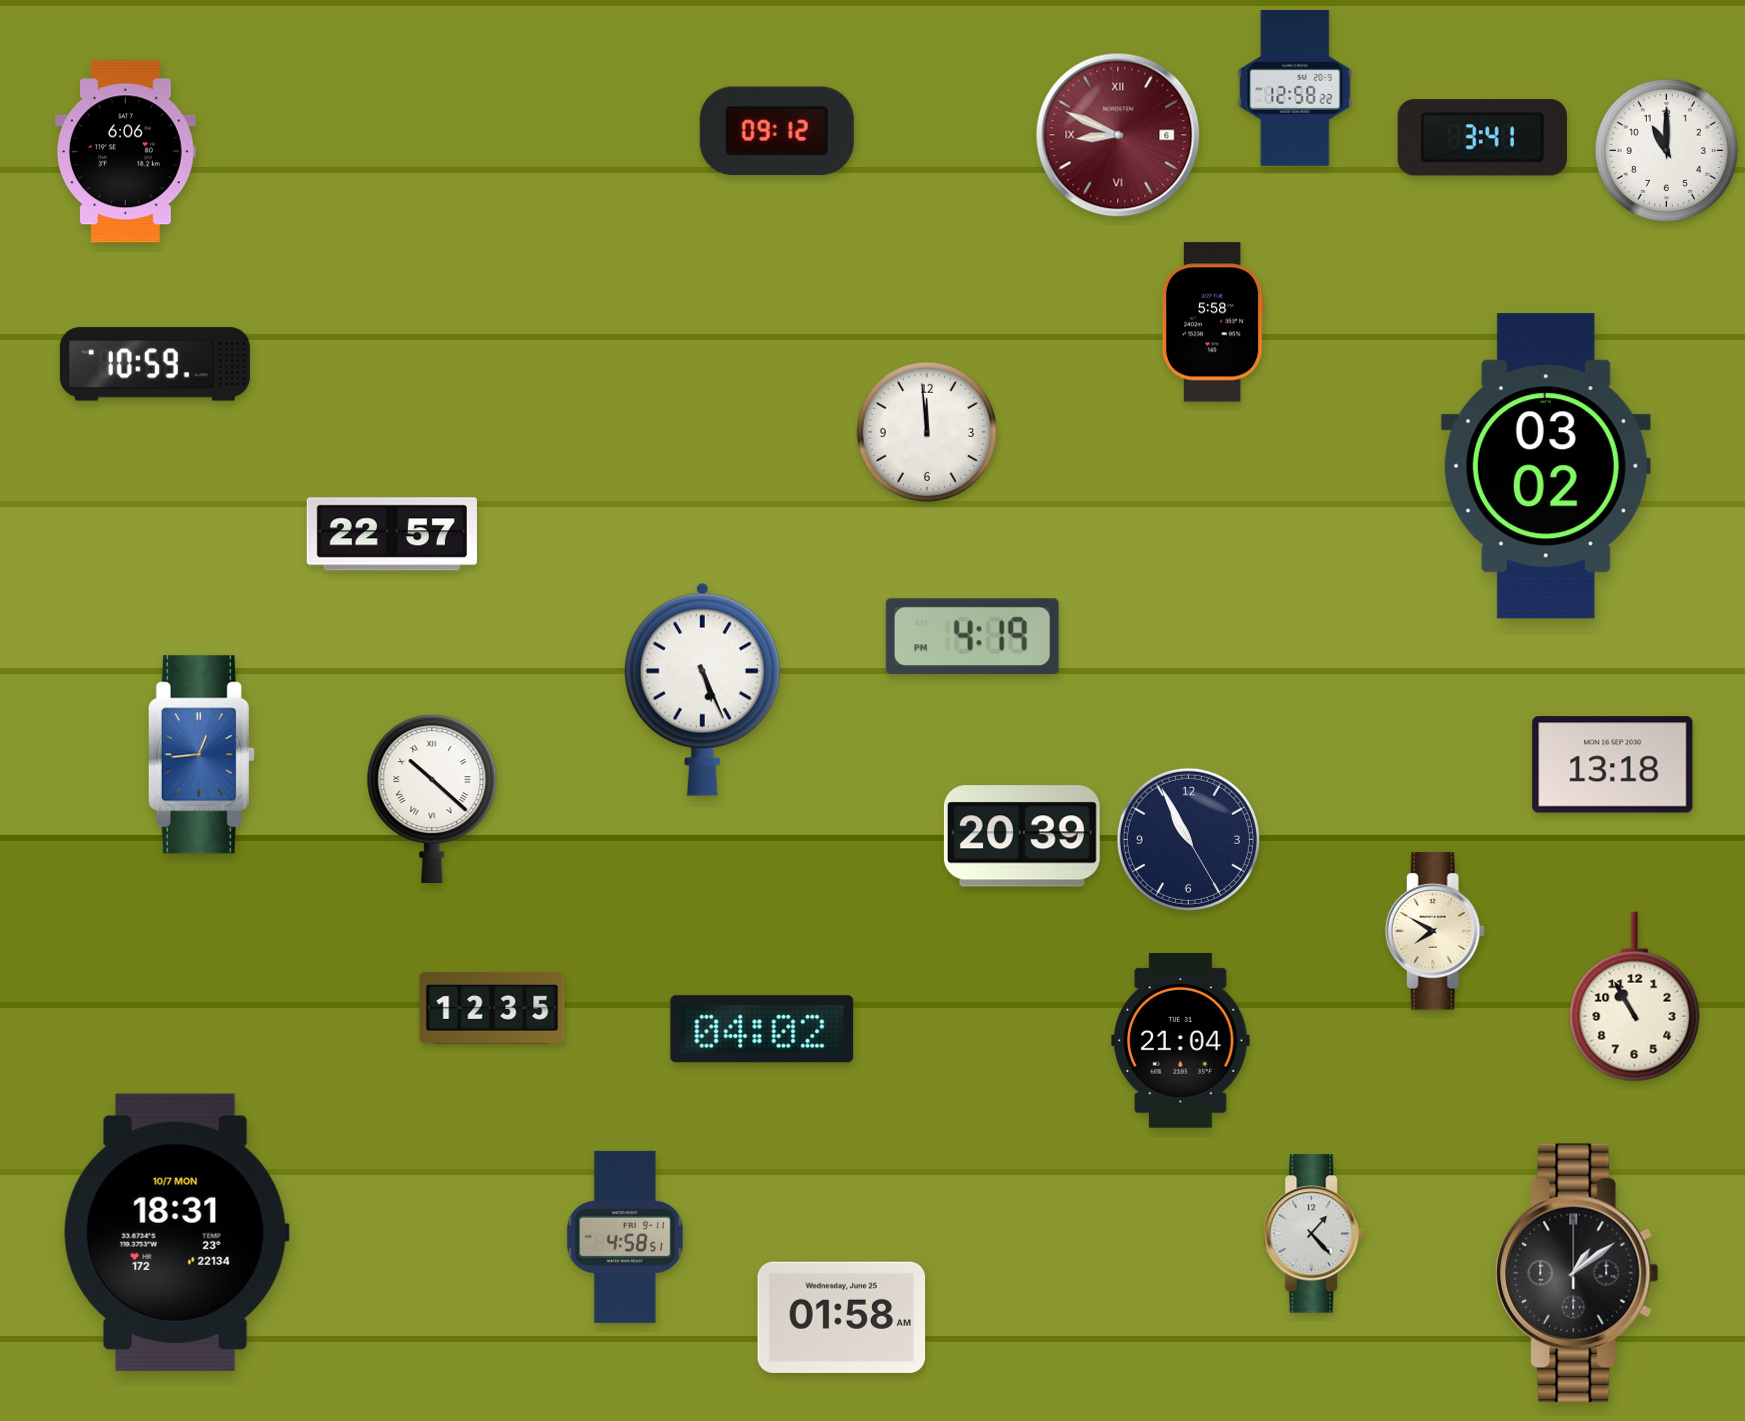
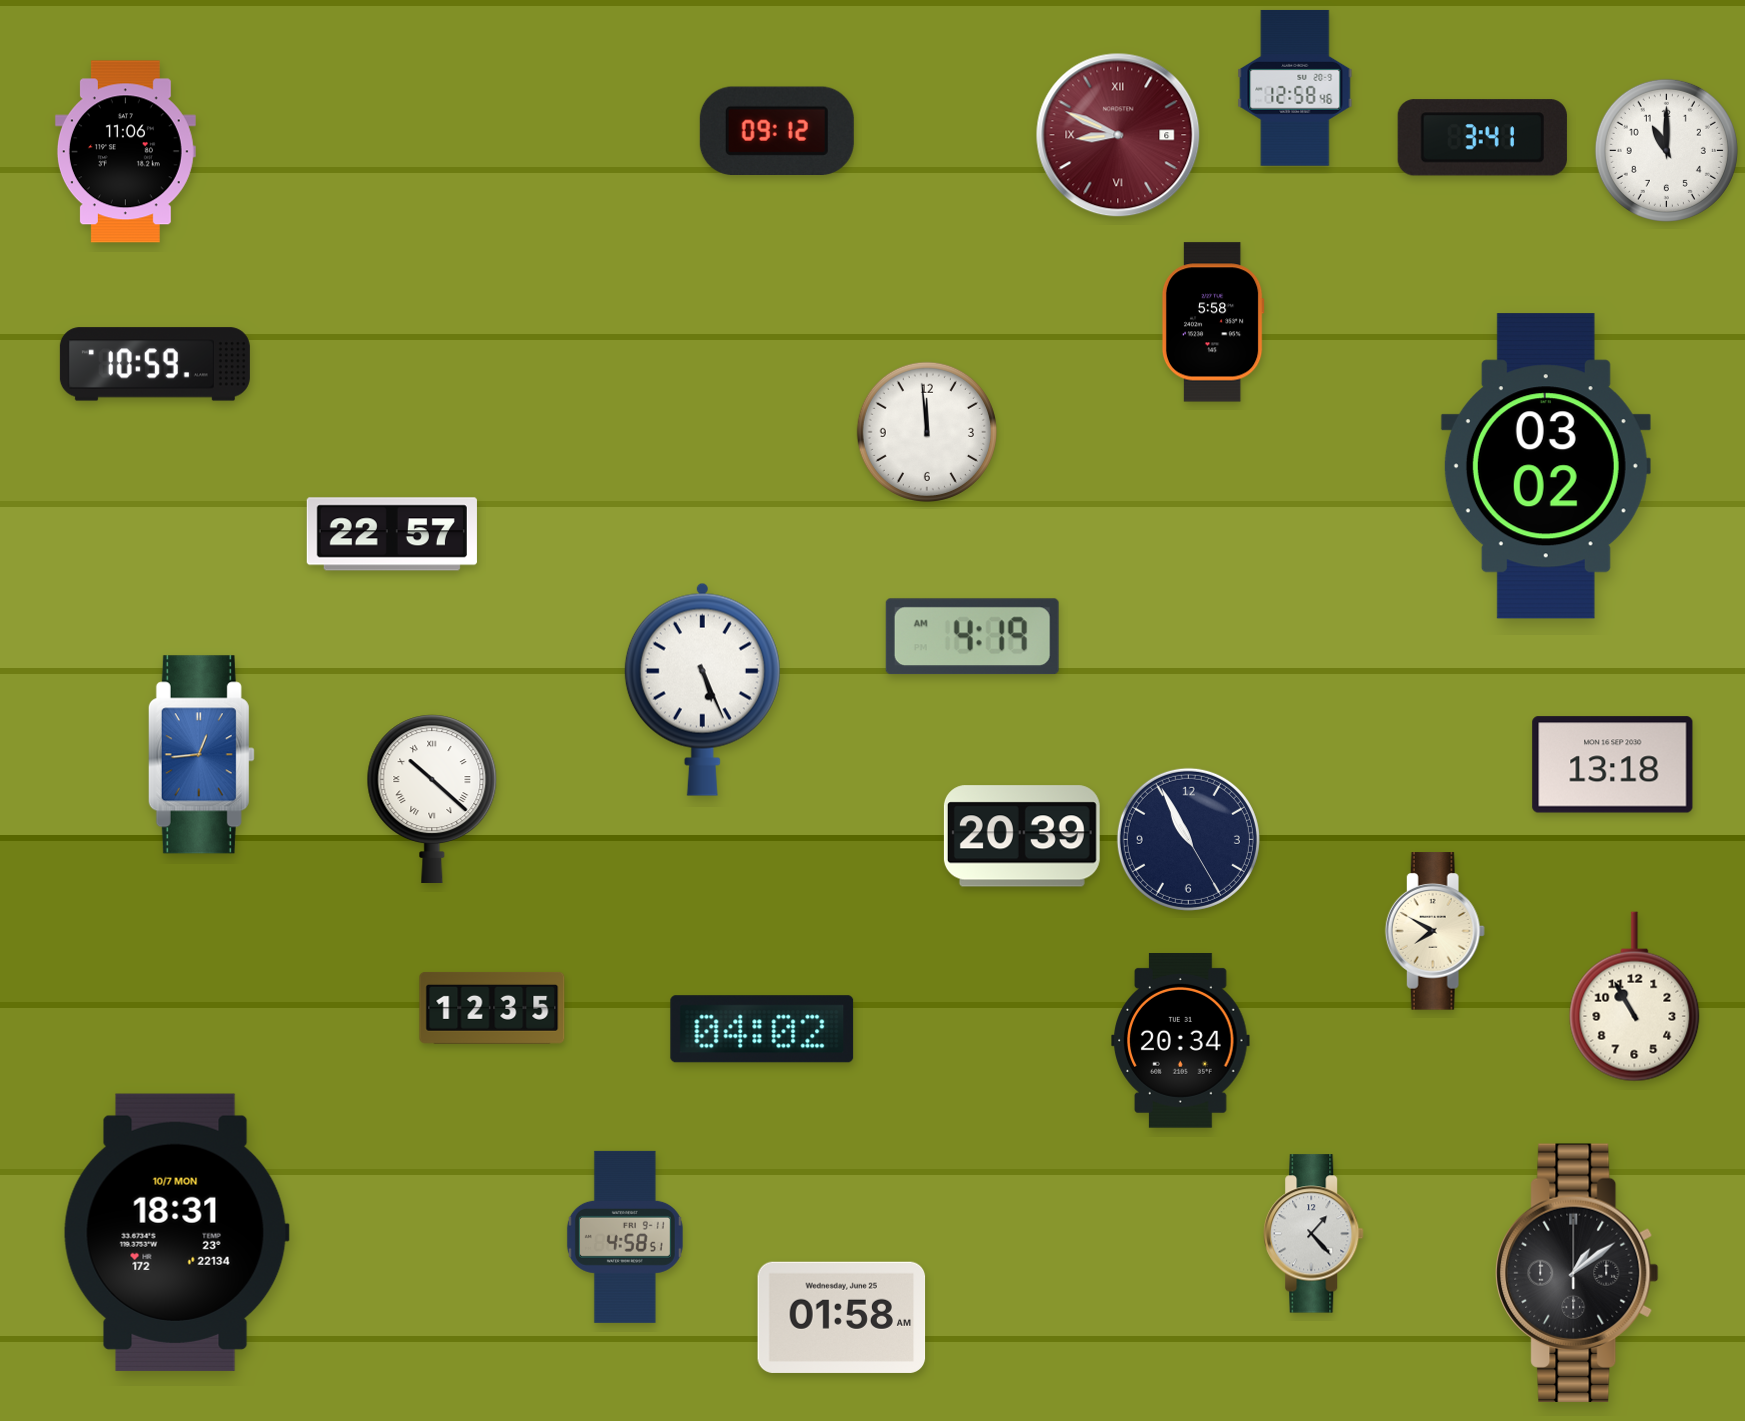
clock at (1295, 88): 12:58:22 -> 12:58:46
clock at (125, 152): 6:06 -> 11:06
clock at (972, 637): 4:19 PM -> 4:19 AM
clock at (1181, 1041): 21:04 -> 20:34
